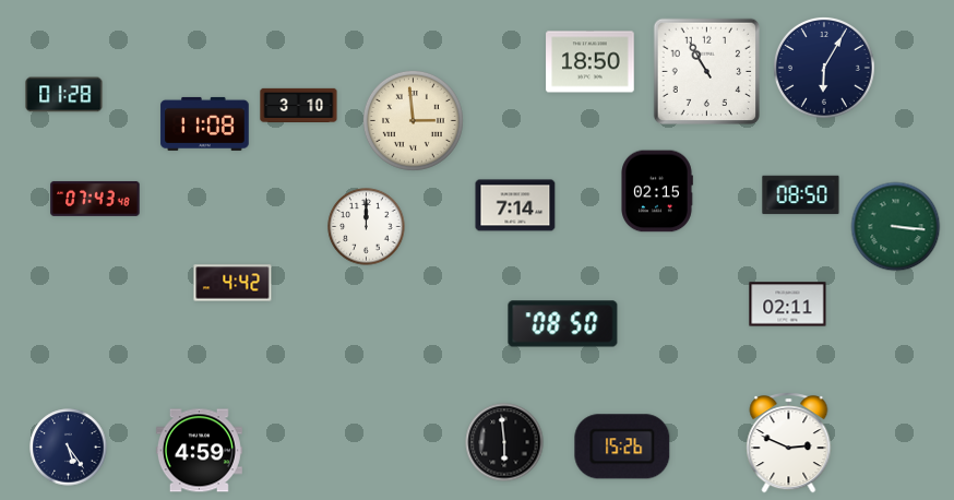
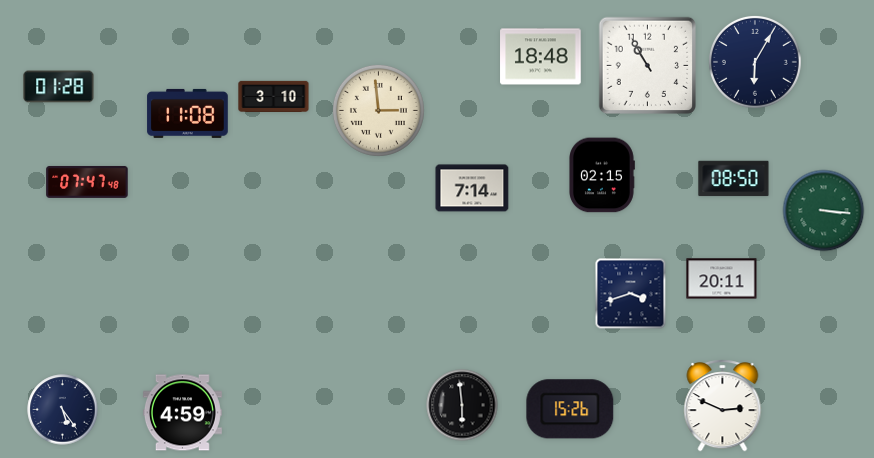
clock at (591, 62): 18:50 -> 18:48
clock at (95, 199): 07:43 -> 07:47
clock at (367, 227): 12:00 -> none
clock at (896, 227) position: (896, 227) -> (824, 211)
clock at (232, 283): 4:42 -> none
clock at (788, 305): 02:11 -> 20:11
clock at (631, 294): none -> 3:42
clock at (563, 324): 08:50 -> none
